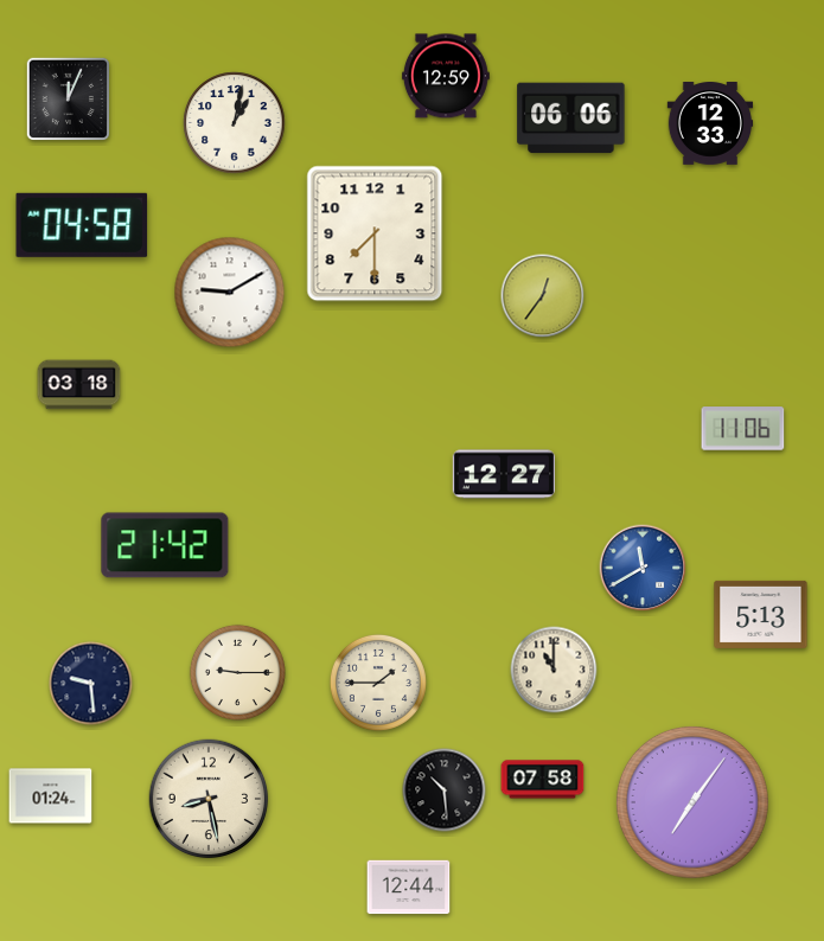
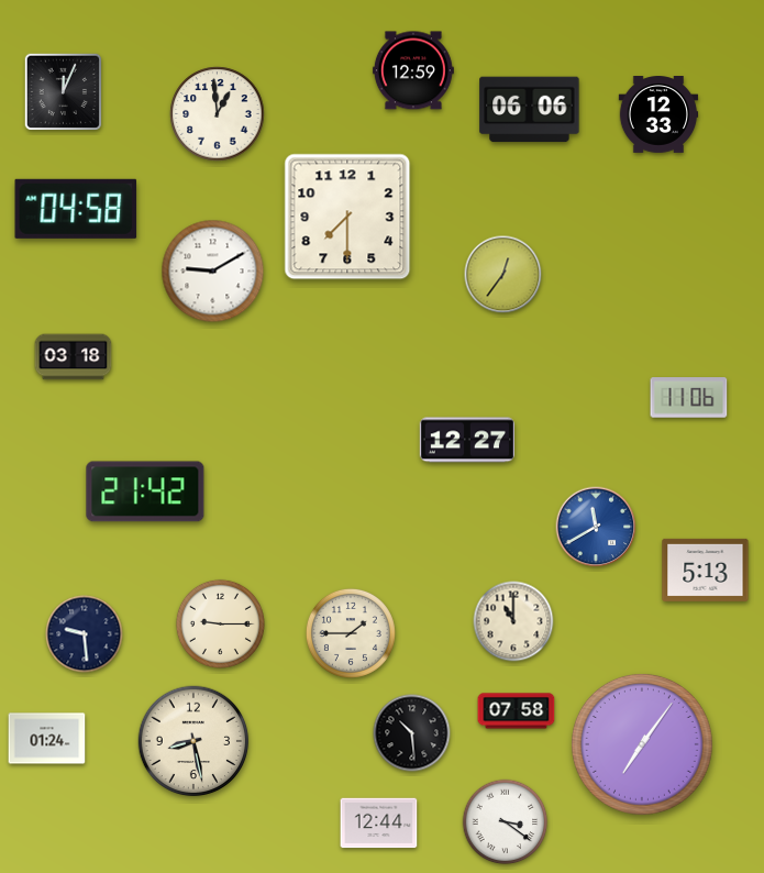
clock at (235, 123): 1:02 -> 12:59
clock at (165, 545) position: (165, 545) -> (145, 491)
clock at (543, 780) position: (543, 780) -> (517, 711)
clock at (506, 822): none -> 3:21
